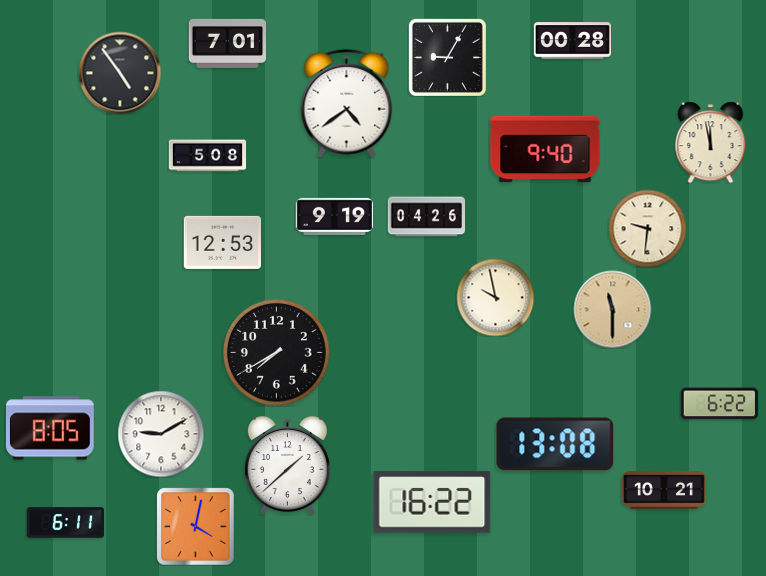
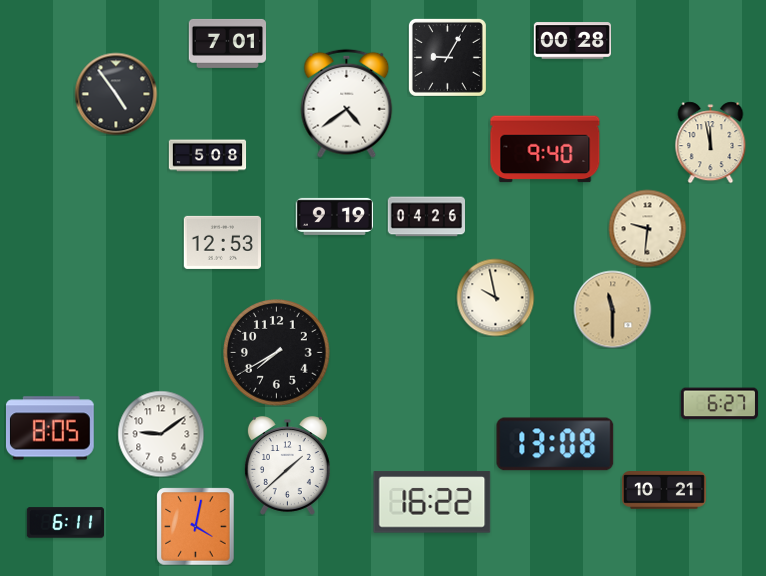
clock at (120, 73) position: (120, 73) -> (116, 94)
clock at (719, 404): 6:22 -> 6:27
clock at (161, 434): 9:10 -> 9:09
